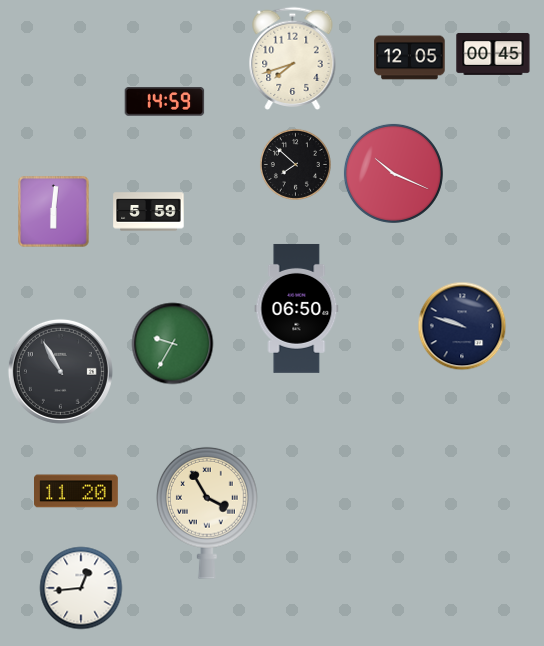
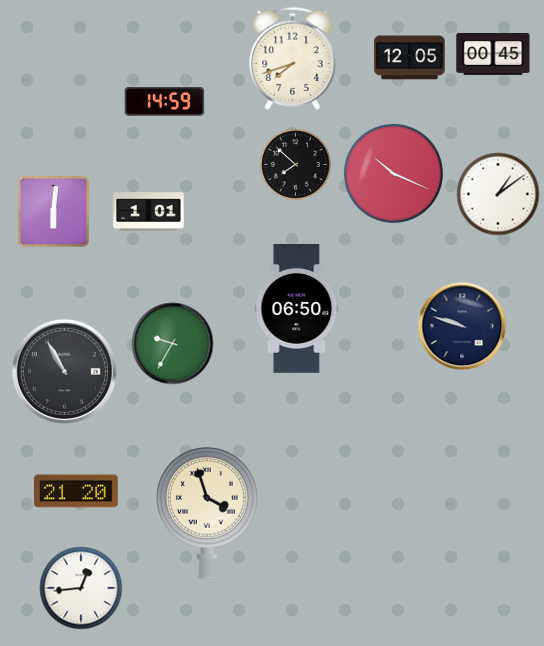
clock at (498, 194): none -> 1:09
clock at (149, 212): 5:59 -> 1:01
clock at (60, 371) position: (60, 371) -> (64, 371)
clock at (77, 491): 11:20 -> 21:20
clock at (207, 513): 3:55 -> 3:57
